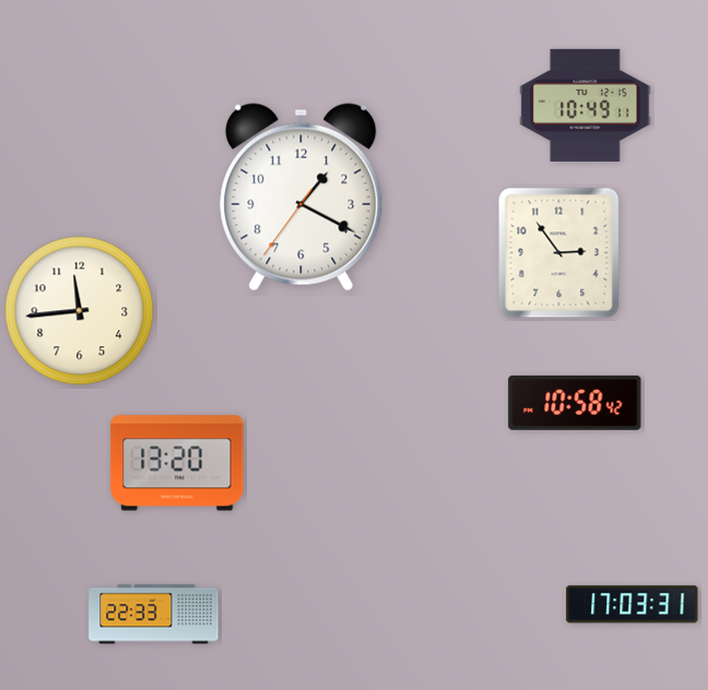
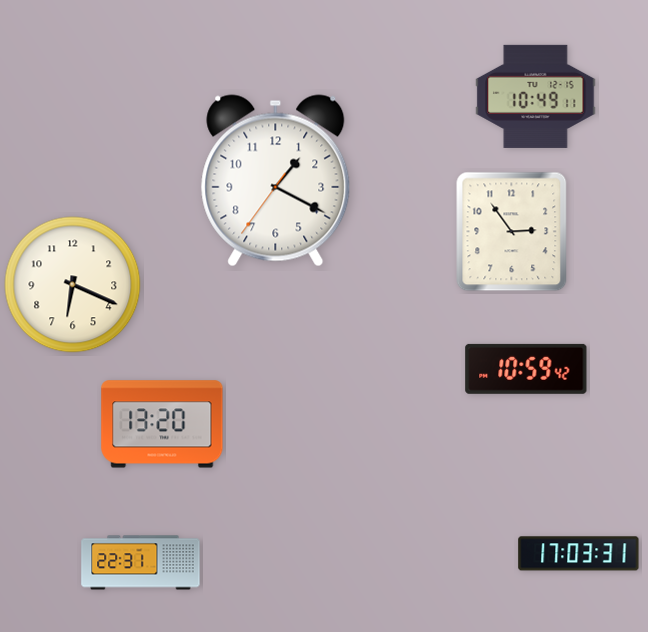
clock at (80, 311): 11:44 -> 6:19
clock at (575, 403): 10:58 -> 10:59
clock at (154, 615): 22:33 -> 22:31
